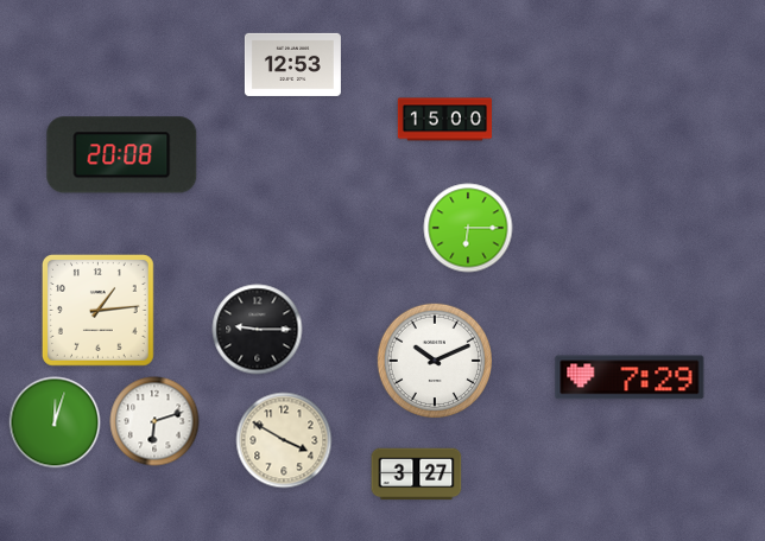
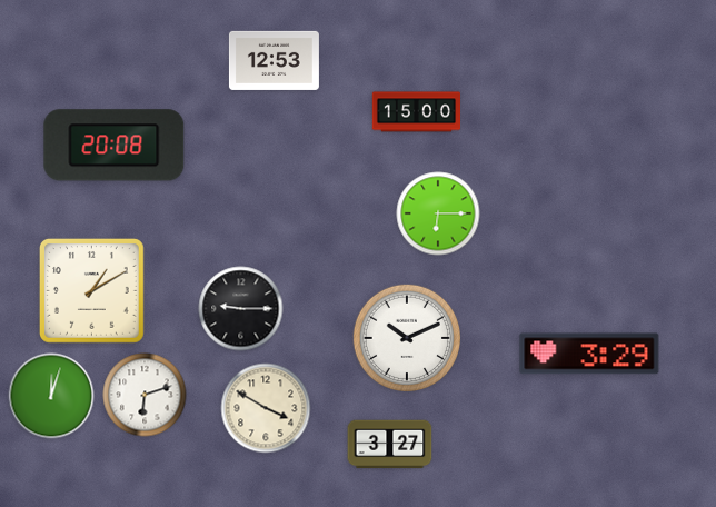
clock at (99, 311): 1:14 -> 1:10
clock at (630, 377): 7:29 -> 3:29
clock at (284, 440) position: (284, 440) -> (266, 408)
